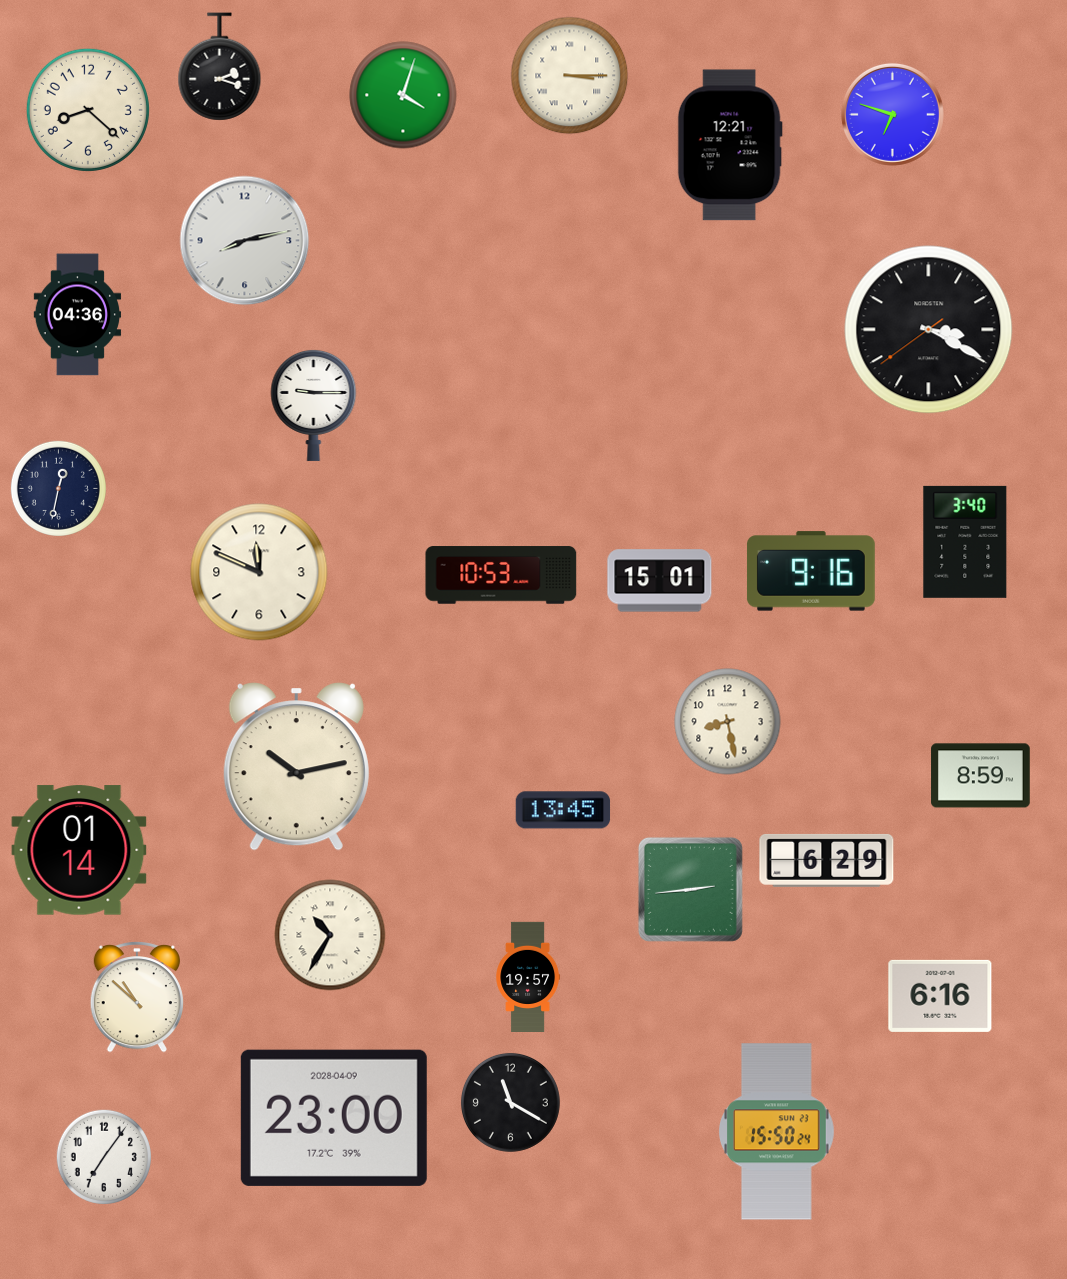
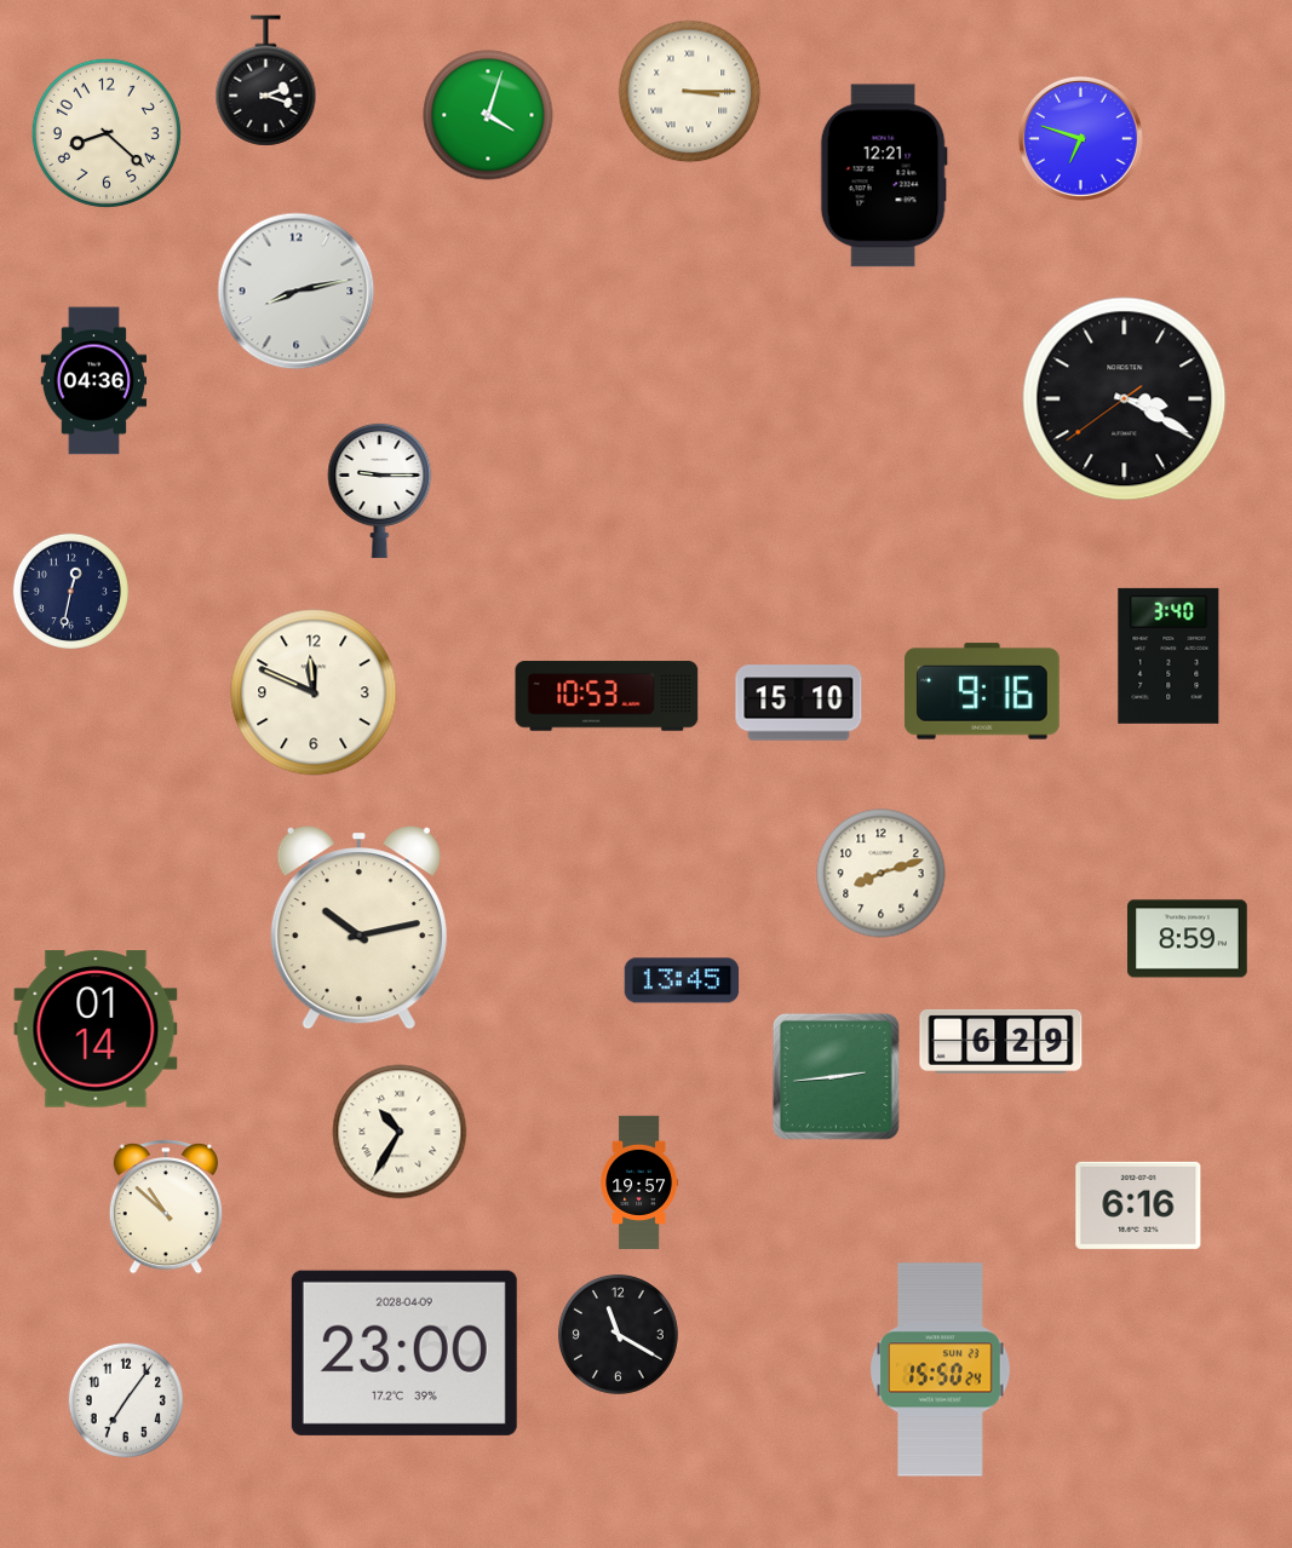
clock at (660, 581): 15:01 -> 15:10
clock at (728, 722): 8:28 -> 8:12
